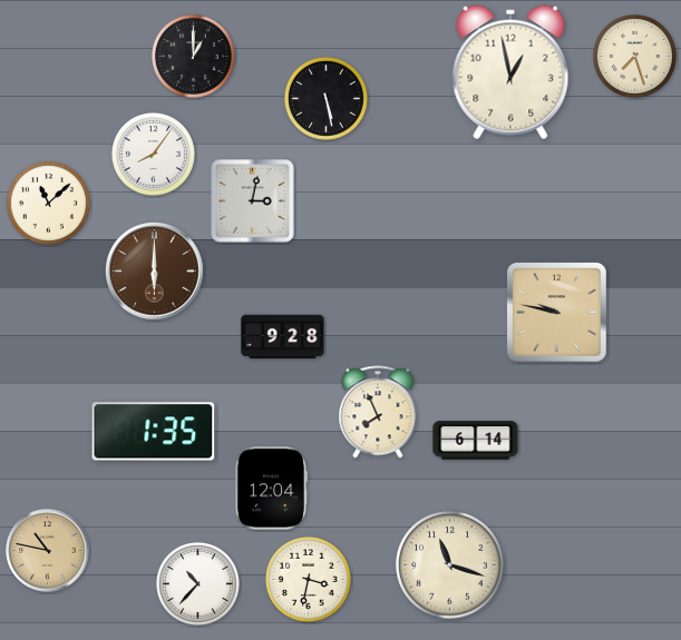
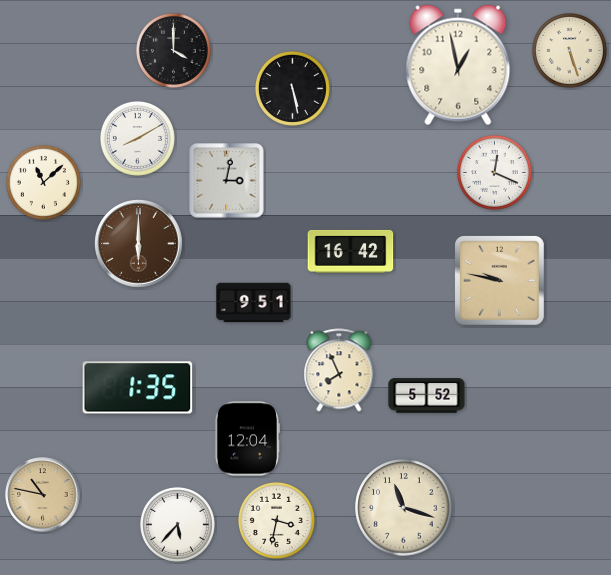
clock at (193, 56): 1:00 -> 4:00
clock at (634, 56): 7:27 -> 5:27
clock at (153, 154): 8:06 -> 8:10
clock at (494, 172): none -> 12:19
clock at (351, 251): none -> 16:42
clock at (283, 337): 9:28 -> 9:51
clock at (476, 441): 6:14 -> 5:52
clock at (272, 489) position: (272, 489) -> (248, 439)
clock at (197, 583): 10:37 -> 5:37
